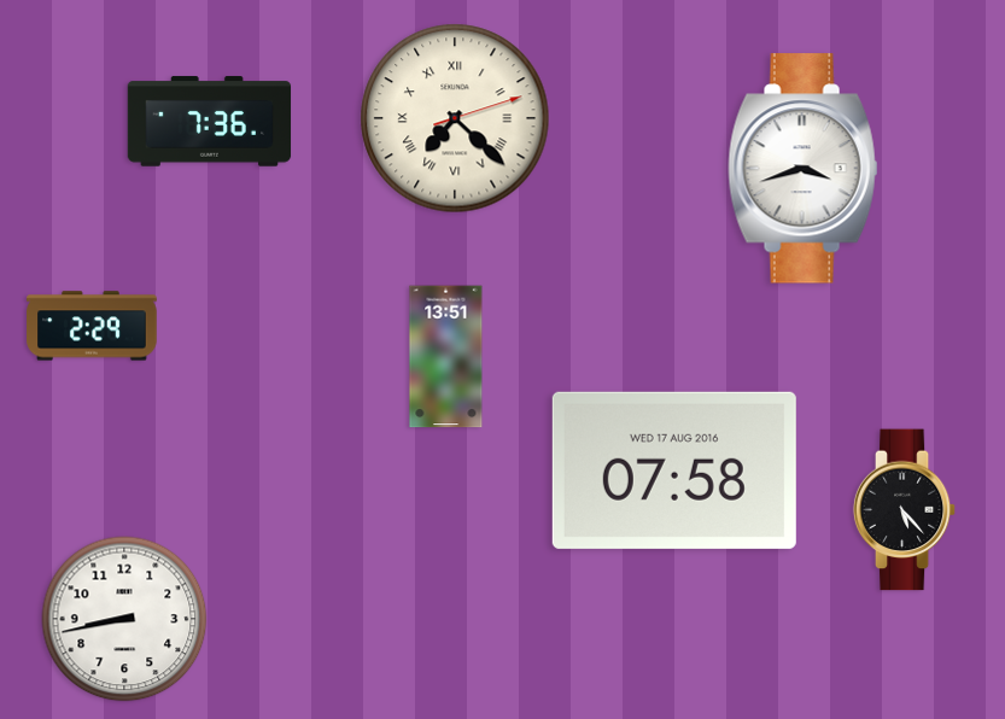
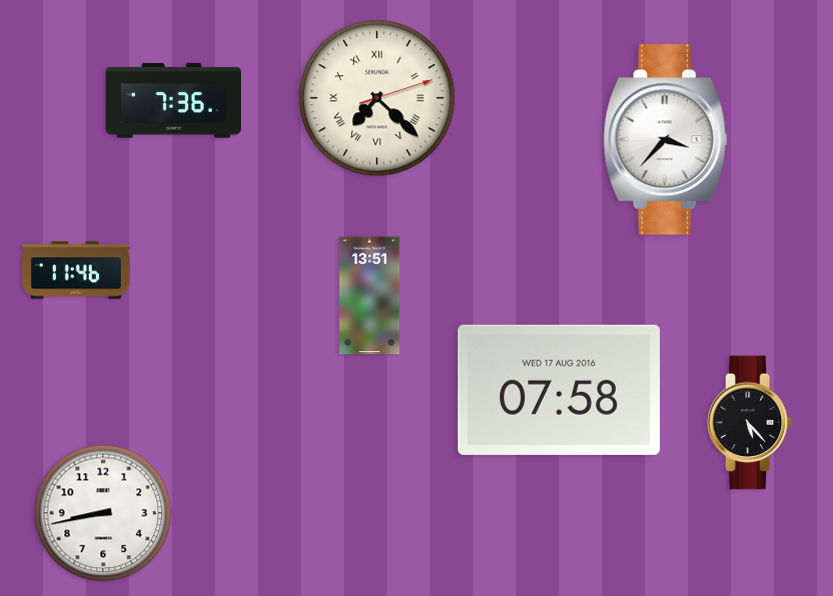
clock at (804, 169): 3:42 -> 3:37
clock at (92, 326): 2:29 -> 11:46
